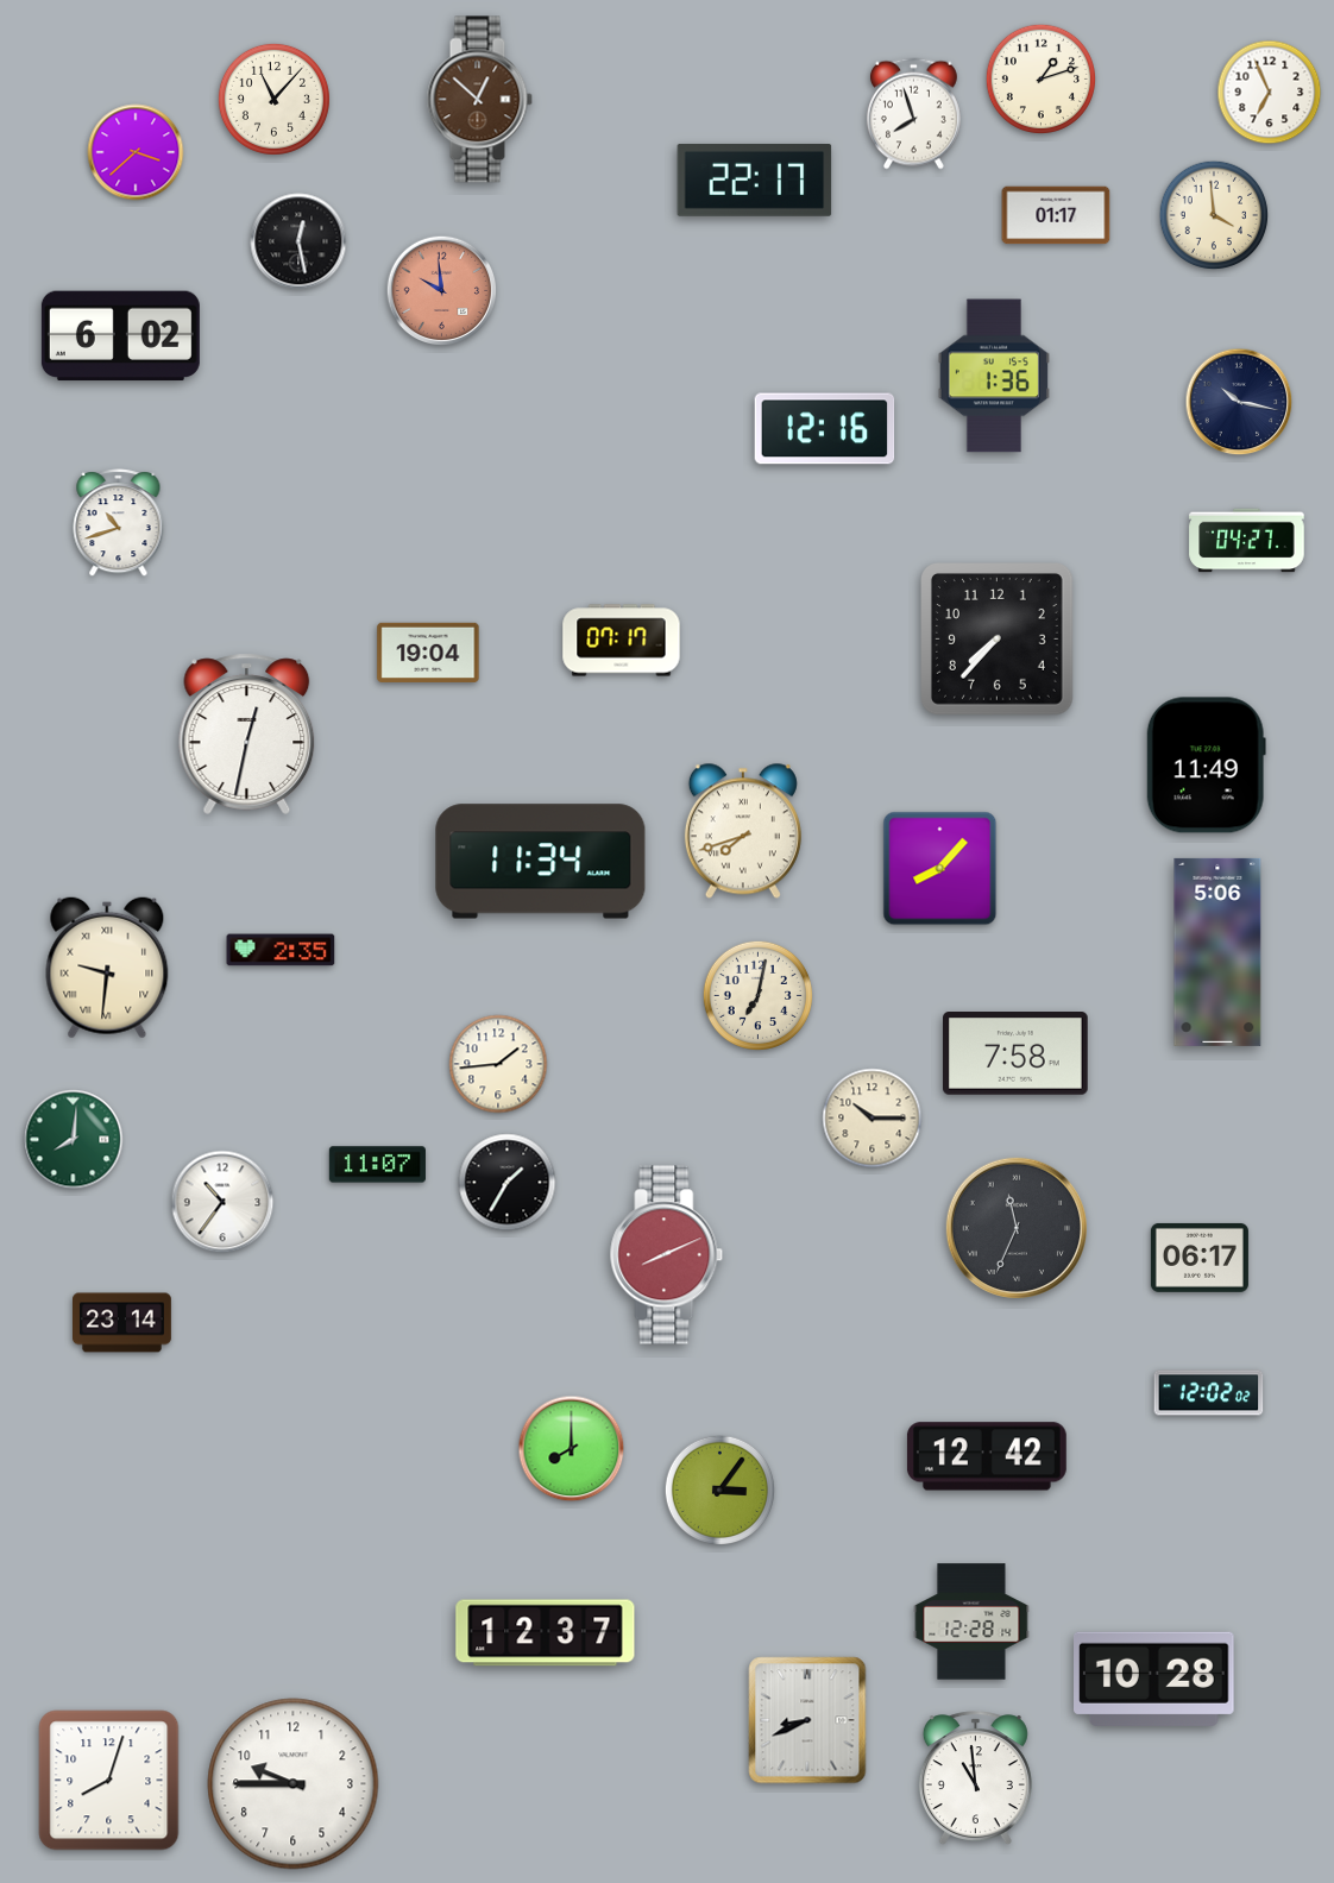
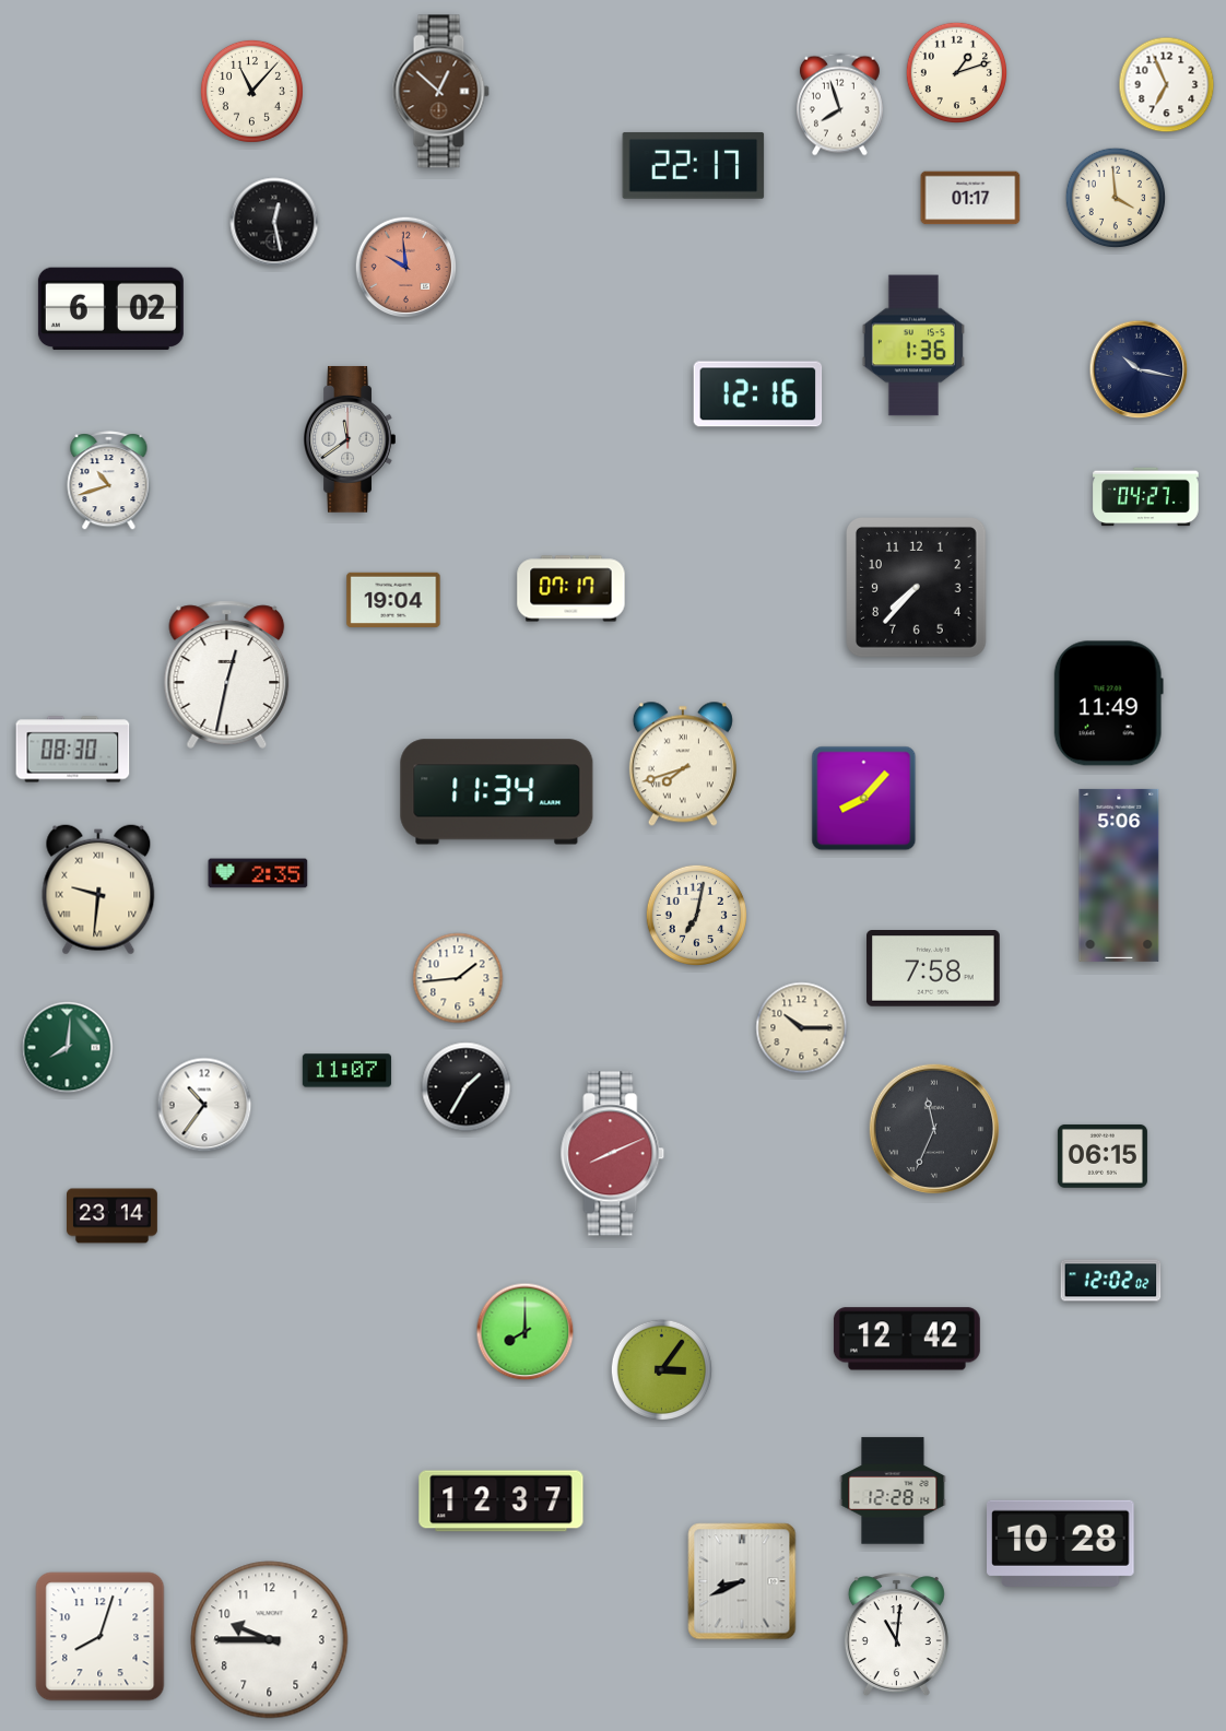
clock at (136, 152): 3:38 -> none
clock at (350, 439): none -> 11:39
clock at (73, 750): none -> 08:30
clock at (1200, 1258): 06:17 -> 06:15
clock at (975, 1778): 10:59 -> 11:01
